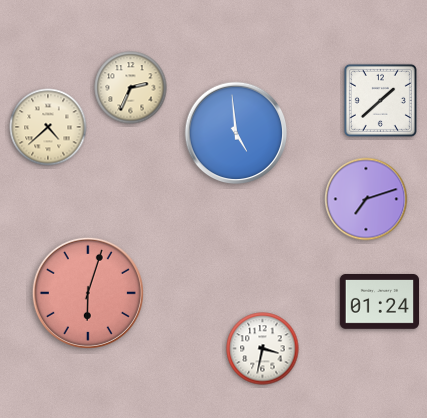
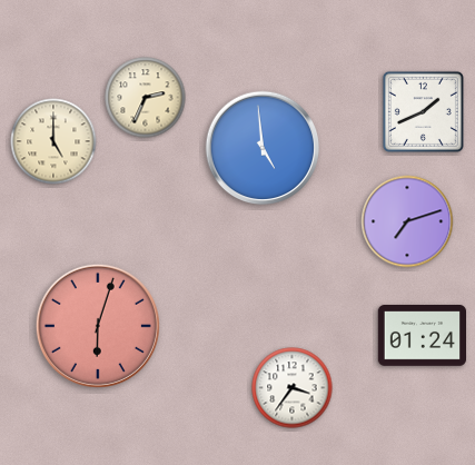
clock at (380, 100): 1:38 -> 1:41
clock at (48, 127): 4:38 -> 5:00
clock at (263, 349): 3:32 -> 3:36
